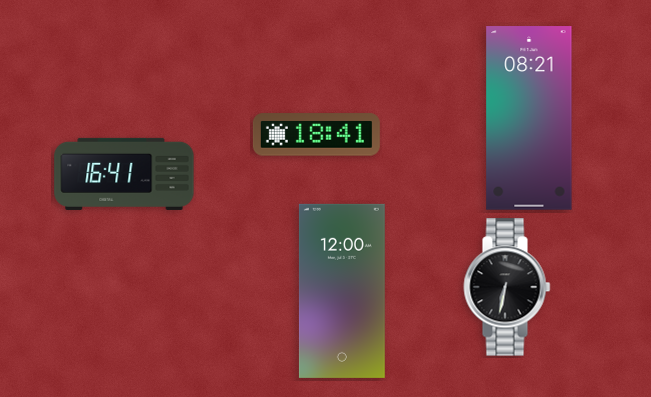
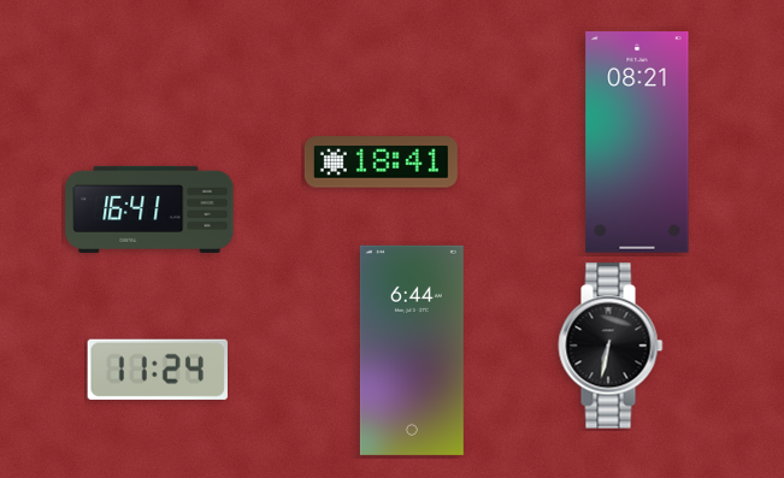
clock at (342, 291): 12:00 -> 6:44
clock at (158, 370): none -> 11:24
